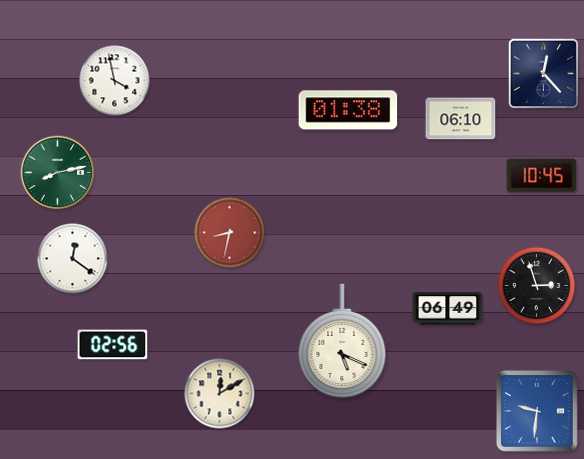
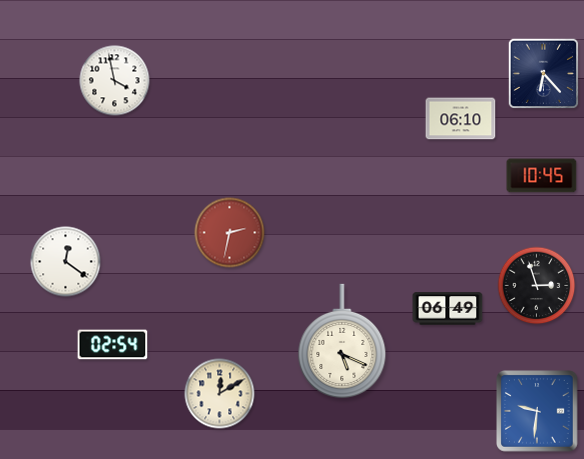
clock at (544, 74): 12:23 -> 6:23
clock at (348, 110): 01:38 -> none
clock at (58, 173): 8:13 -> none
clock at (230, 233): 8:32 -> 2:32
clock at (73, 259) position: (73, 259) -> (66, 262)
clock at (113, 345): 02:56 -> 02:54
